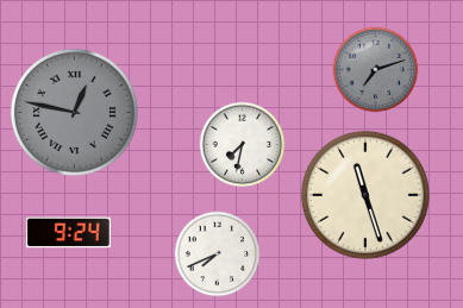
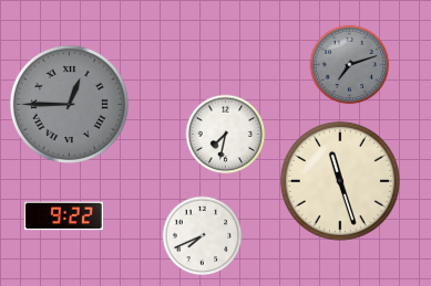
clock at (74, 112): 12:47 -> 12:45
clock at (68, 233): 9:24 -> 9:22
